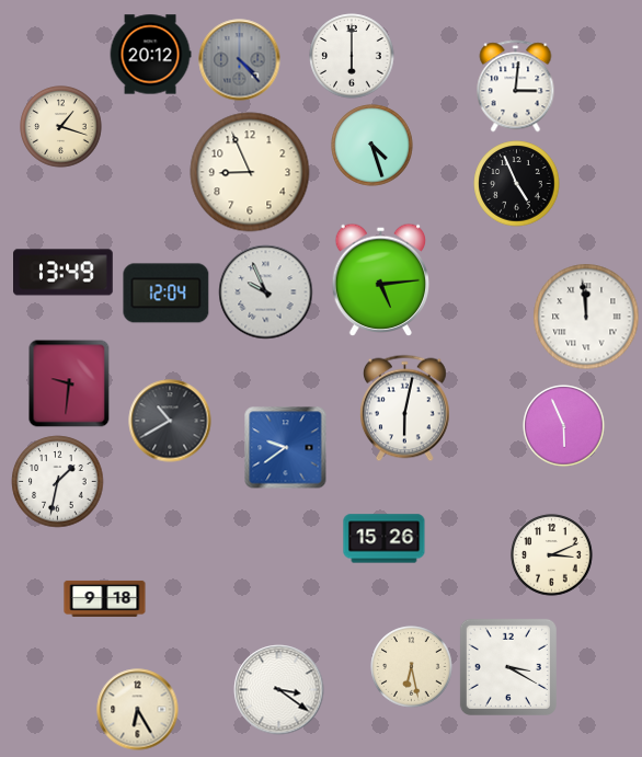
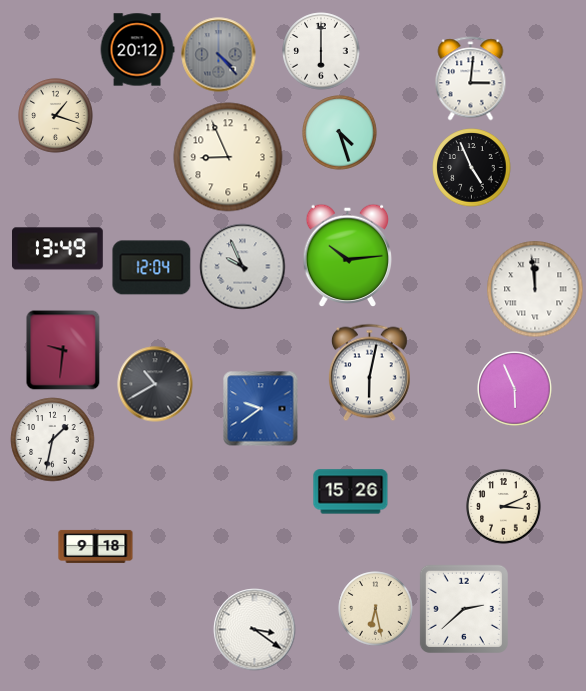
clock at (381, 280): 5:14 -> 10:14
clock at (508, 667): 3:20 -> 2:38
clock at (138, 710): 6:25 -> none
